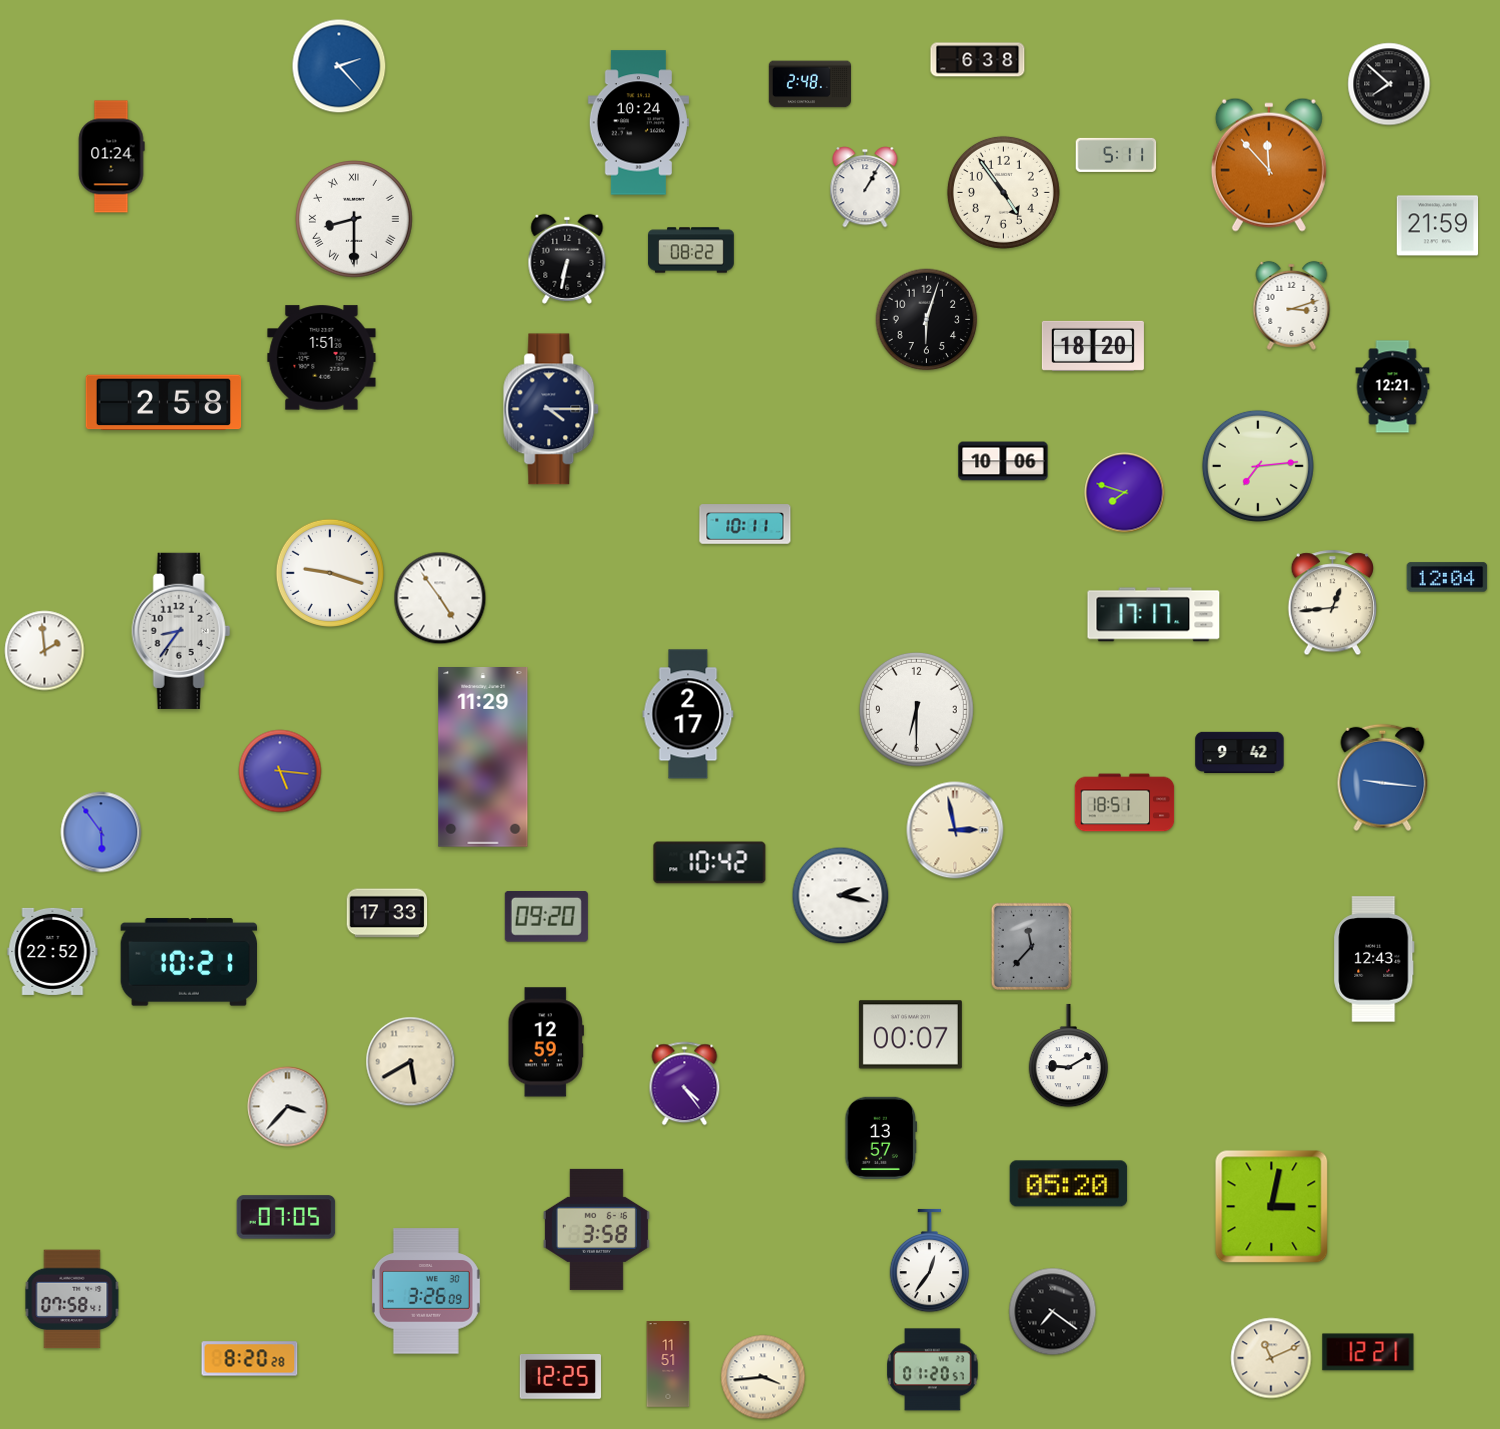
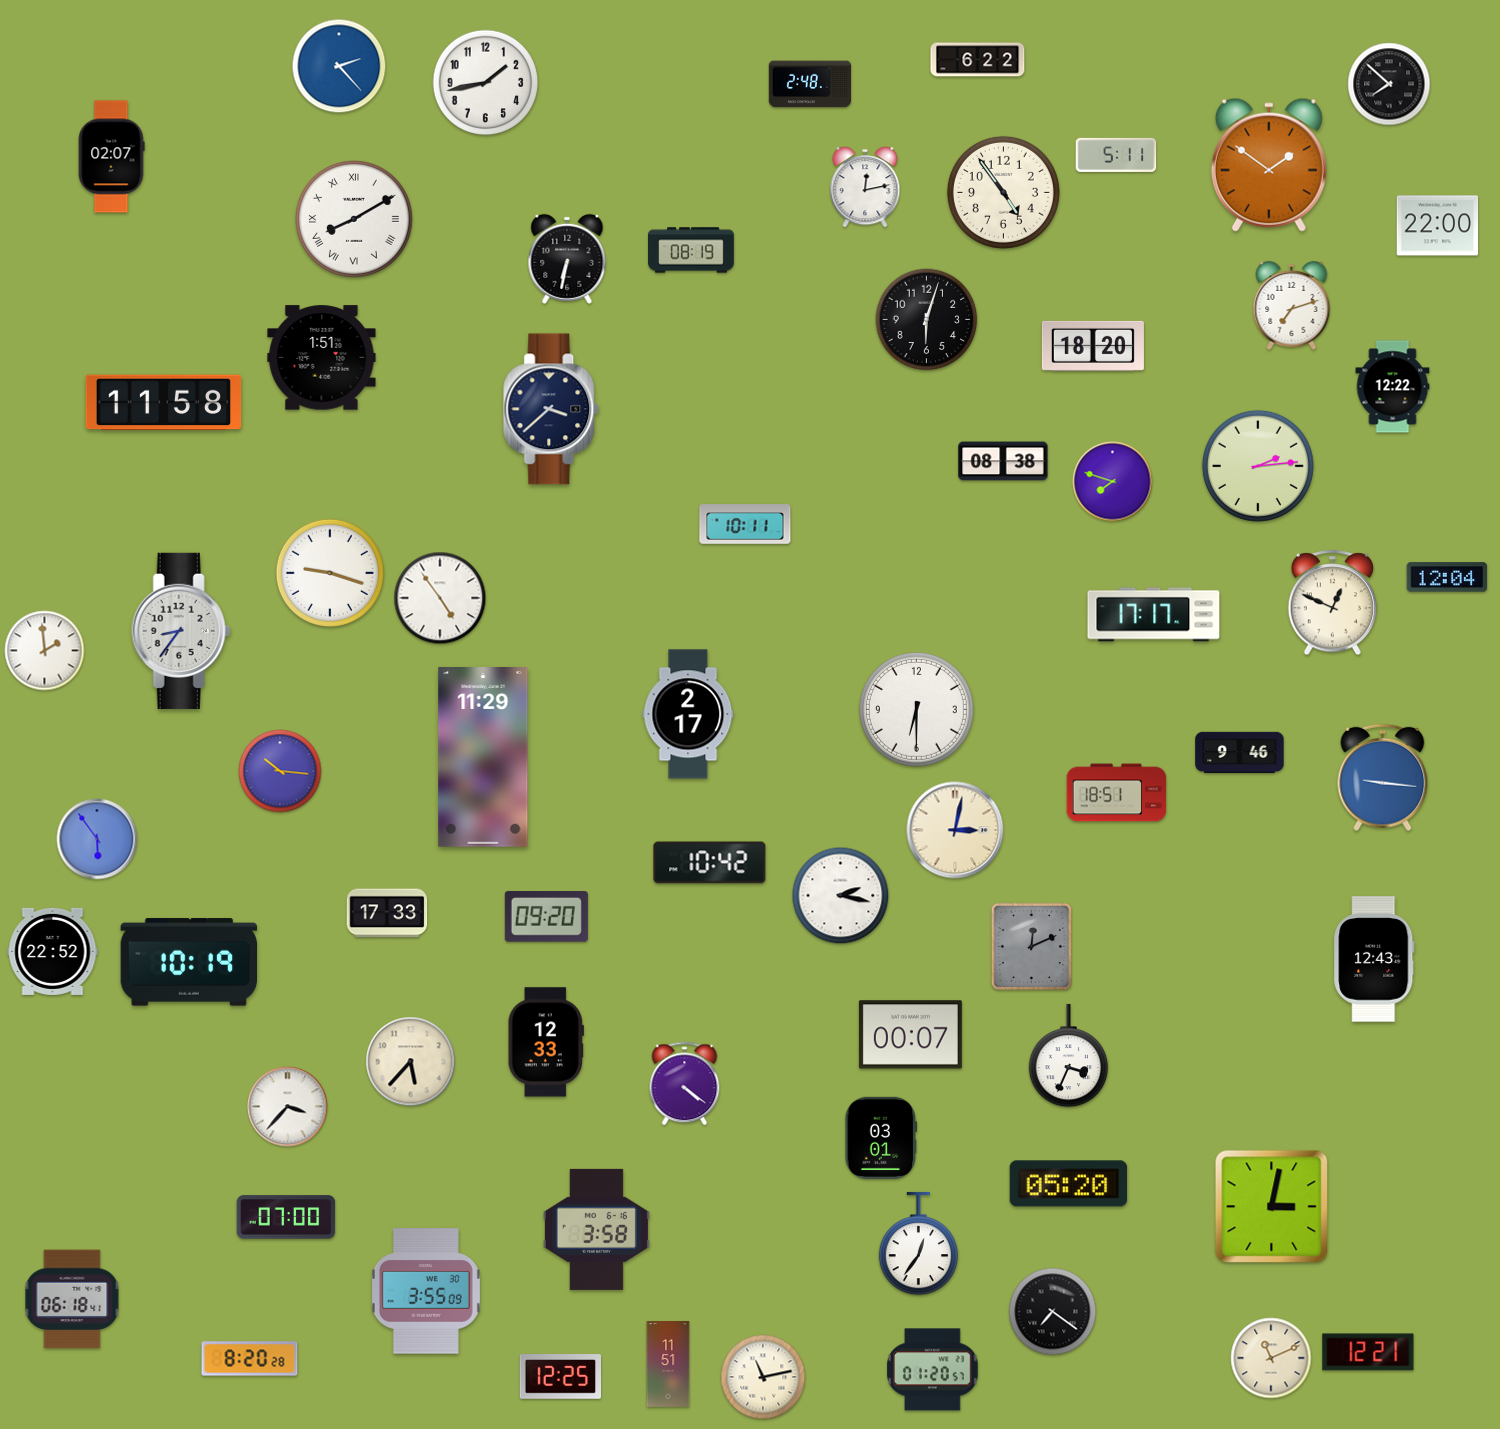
clock at (978, 60): 6:38 -> 6:22
clock at (486, 83): none -> 1:43
clock at (638, 123): 10:24 -> none
clock at (111, 157): 01:24 -> 02:07
clock at (1269, 165): 11:53 -> 1:51
clock at (865, 187): 1:05 -> 12:13
clock at (355, 220): 8:30 -> 8:10
clock at (1438, 226): 21:59 -> 22:00
clock at (691, 250): 08:22 -> 08:19
clock at (1292, 305): 3:12 -> 7:12
clock at (1393, 387): 12:21 -> 12:22
clock at (164, 403): 2:58 -> 11:58
clock at (552, 409): 4:15 -> 3:38
clock at (1003, 461): 10:06 -> 08:38
clock at (1258, 466): 7:14 -> 2:14
clock at (1125, 493) position: (1125, 493) -> (1113, 482)
clock at (1332, 603): 12:44 -> 12:49
clock at (1240, 753): 9:42 -> 9:46
clock at (280, 771): 5:16 -> 10:16
clock at (1125, 803) position: (1125, 803) -> (1117, 793)
clock at (955, 830): 2:58 -> 3:02
clock at (101, 832) position: (101, 832) -> (97, 839)
clock at (1031, 946): 11:37 -> 12:11
clock at (188, 962): 10:21 -> 10:19
clock at (546, 1042): 12:59 -> 12:33
clock at (1069, 1056): 9:10 -> 3:34
clock at (411, 1062): 5:40 -> 5:37
clock at (685, 1084): 4:24 -> 4:21
clock at (881, 1138): 13:57 -> 03:01
clock at (286, 1217): 07:05 -> 07:00
clock at (930, 1261) position: (930, 1261) -> (919, 1244)
clock at (426, 1291): 3:26 -> 3:55
clock at (72, 1299): 07:58 -> 06:18
clock at (763, 1377): 3:44 -> 11:13
